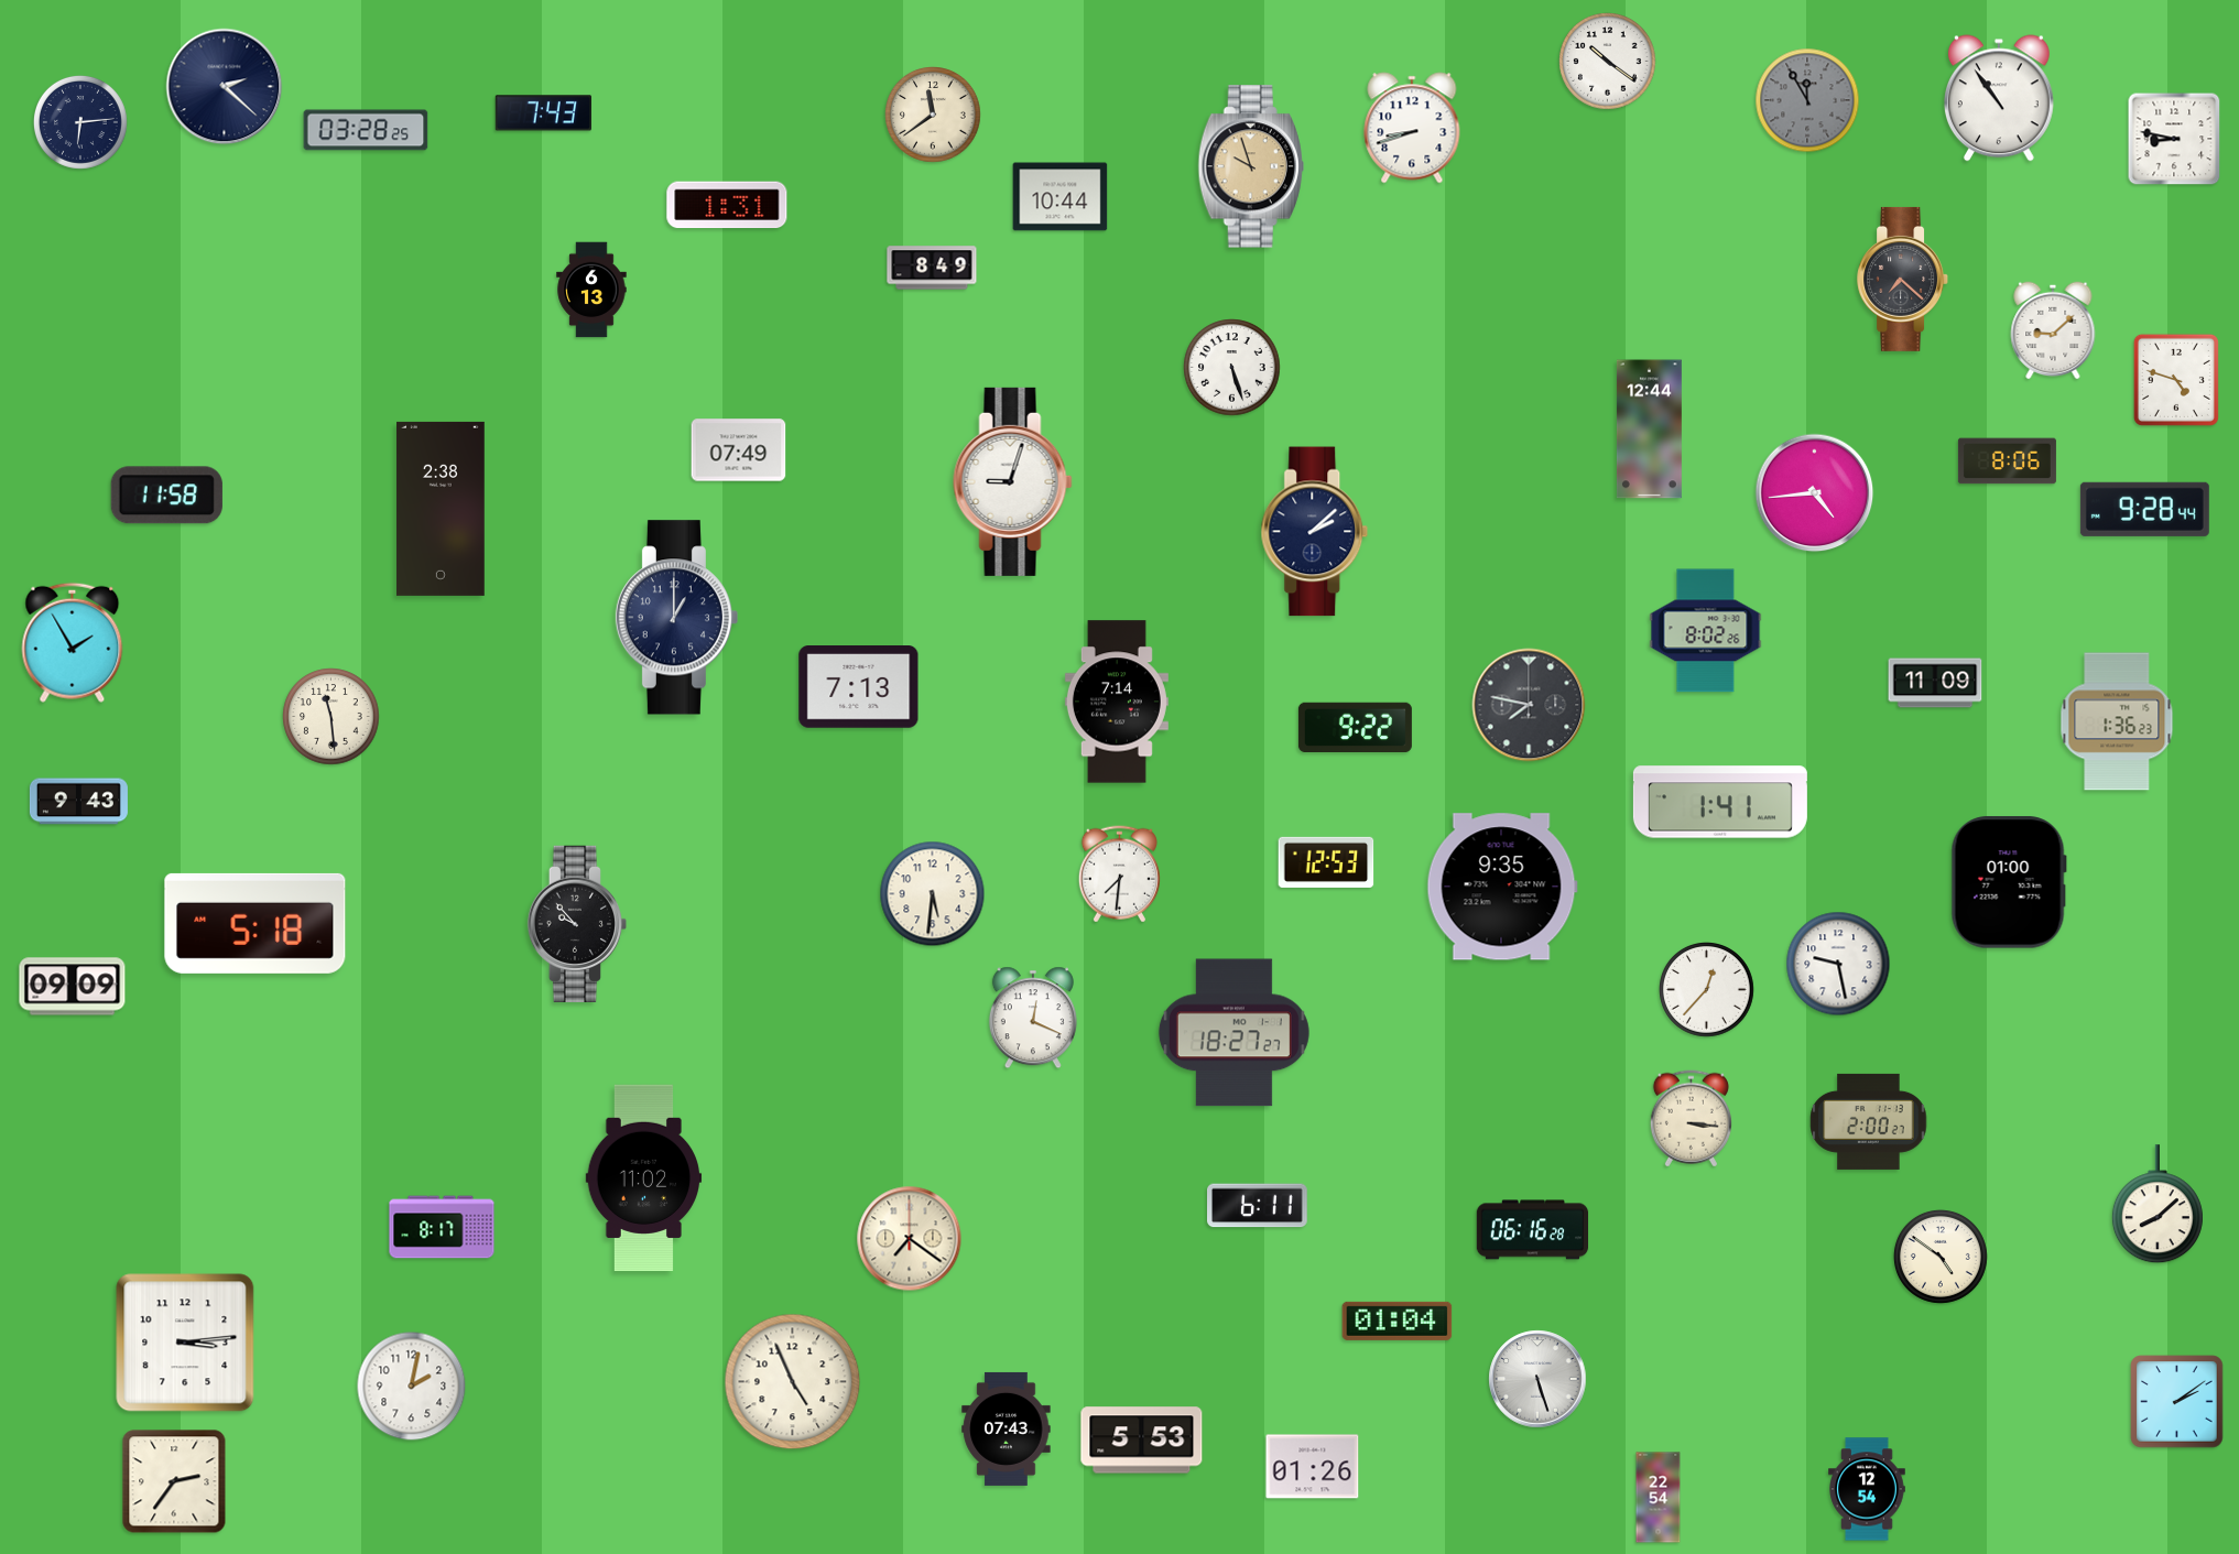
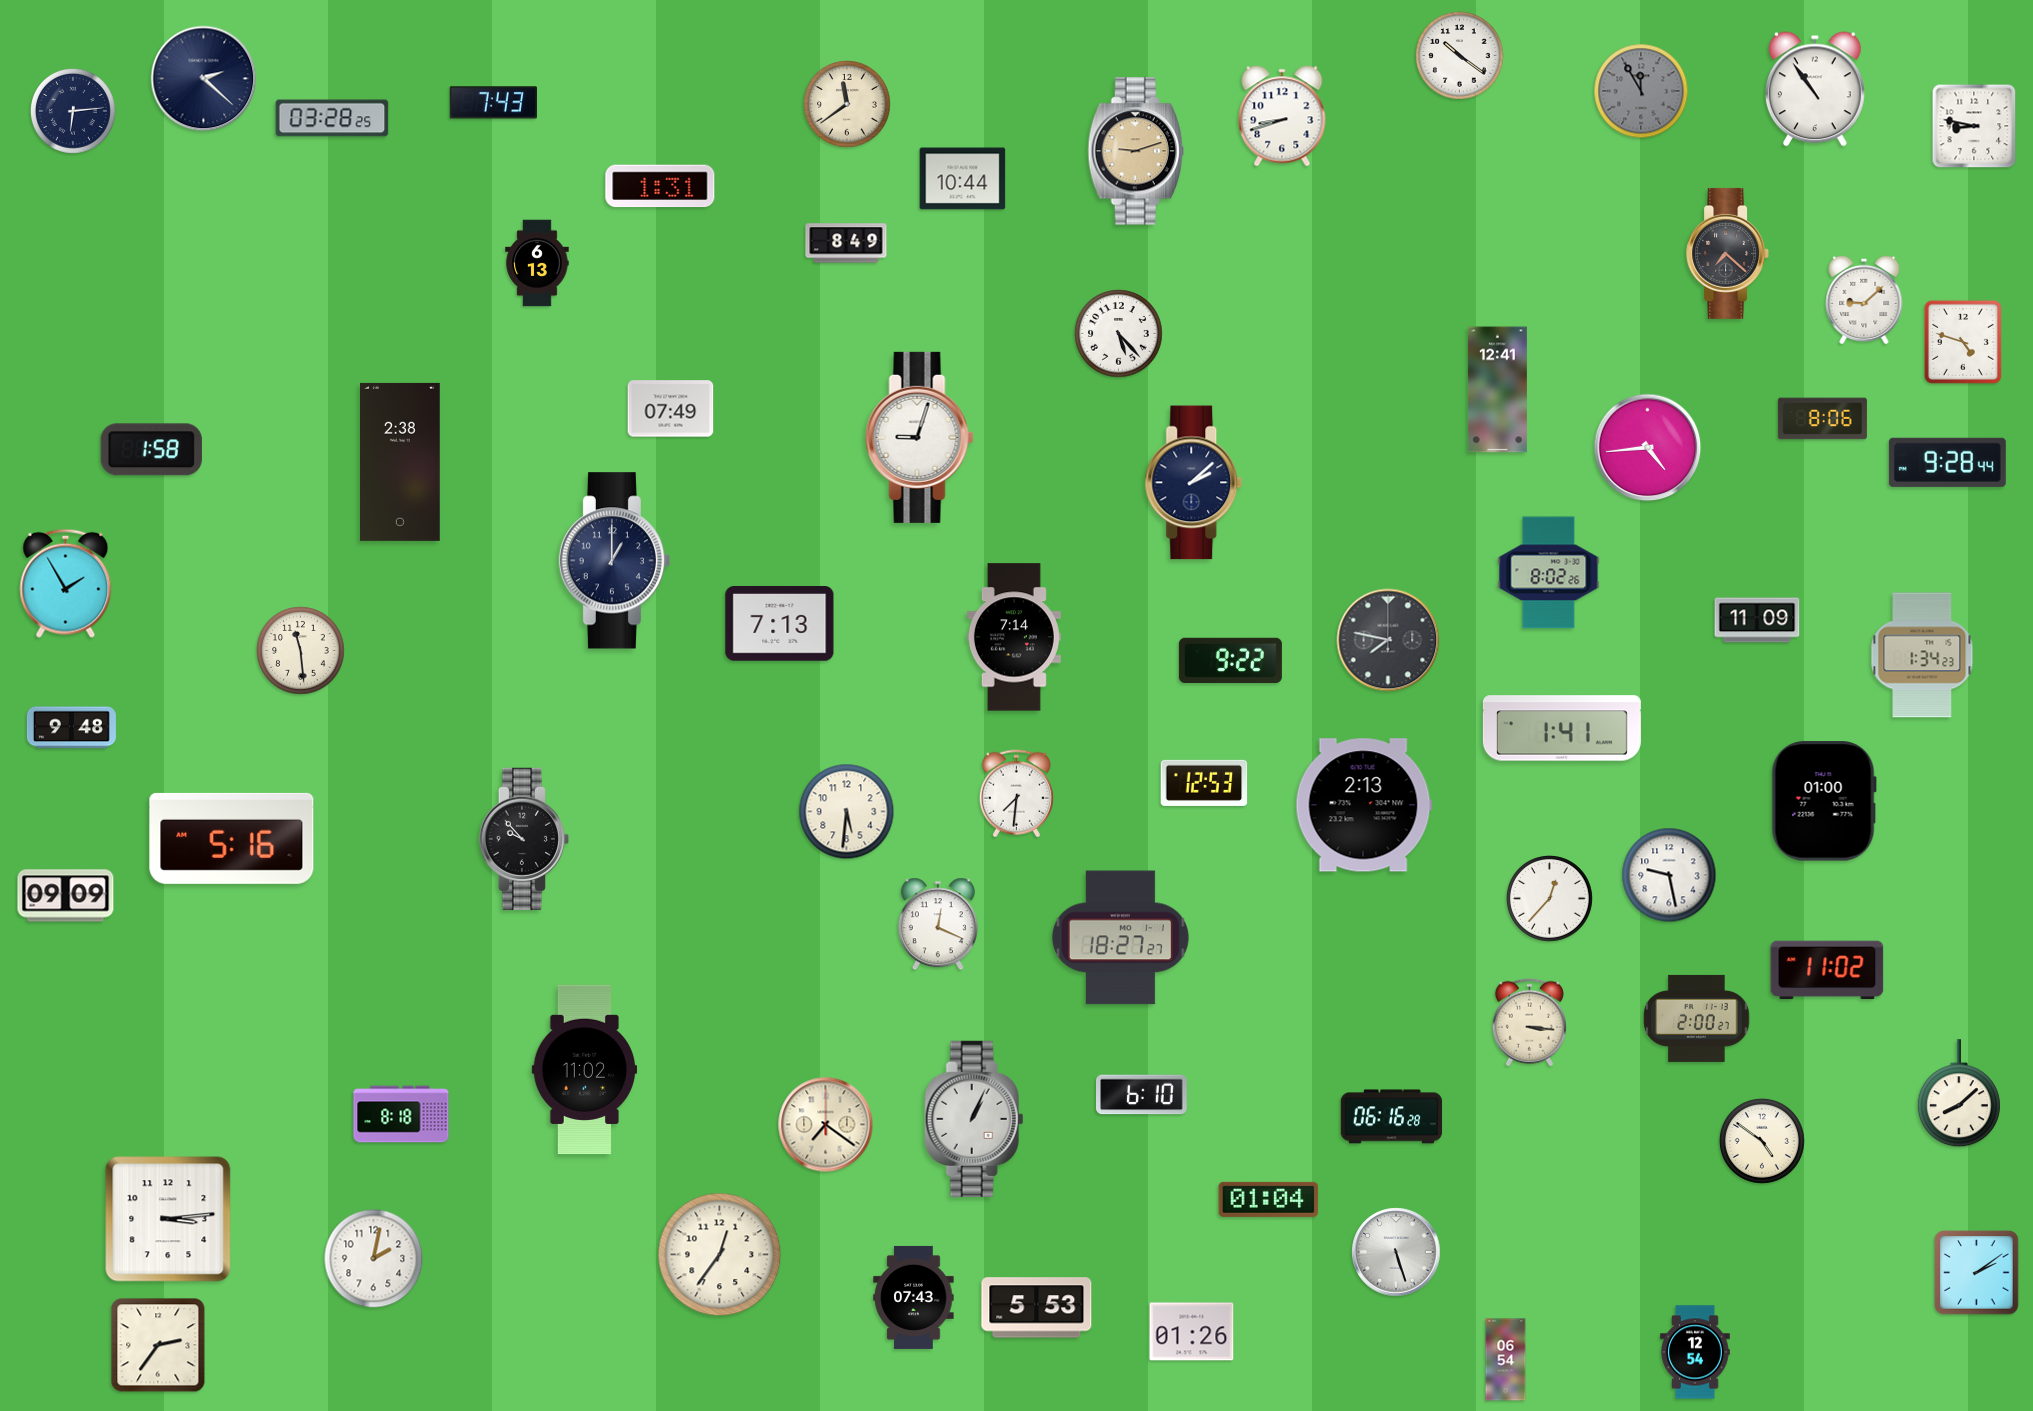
clock at (1251, 166): 9:57 -> 9:12
clock at (1232, 368): 5:27 -> 5:23
clock at (2176, 380) position: (2176, 380) -> (1963, 342)
clock at (1649, 430): 12:44 -> 12:41
clock at (166, 496): 11:58 -> 1:58
clock at (2117, 721): 1:36 -> 1:34
clock at (78, 802): 9:43 -> 9:48
clock at (1502, 887): 9:35 -> 2:13
clock at (256, 923): 5:18 -> 5:16
clock at (1827, 970): none -> 11:02
clock at (1691, 1119) position: (1691, 1119) -> (1529, 1023)
clock at (1258, 1206): 6:11 -> 6:10
clock at (442, 1227): 8:17 -> 8:18
clock at (974, 1119): none -> 1:04
clock at (793, 1382): 4:56 -> 12:36
clock at (1659, 1498): 22:54 -> 06:54
